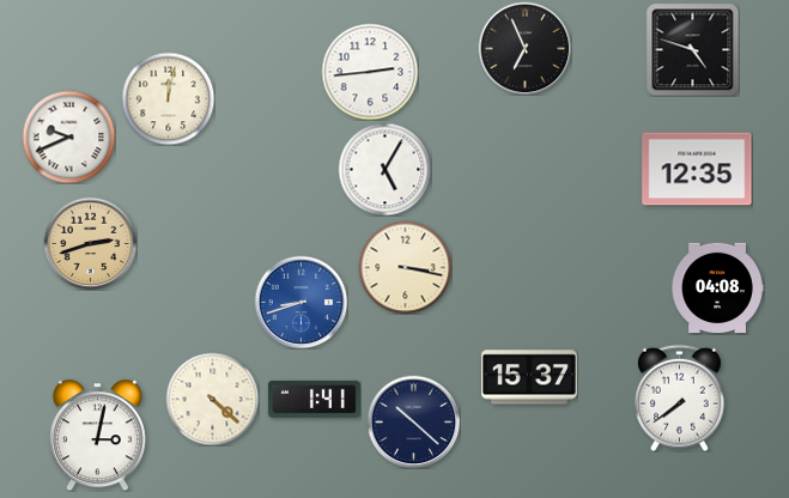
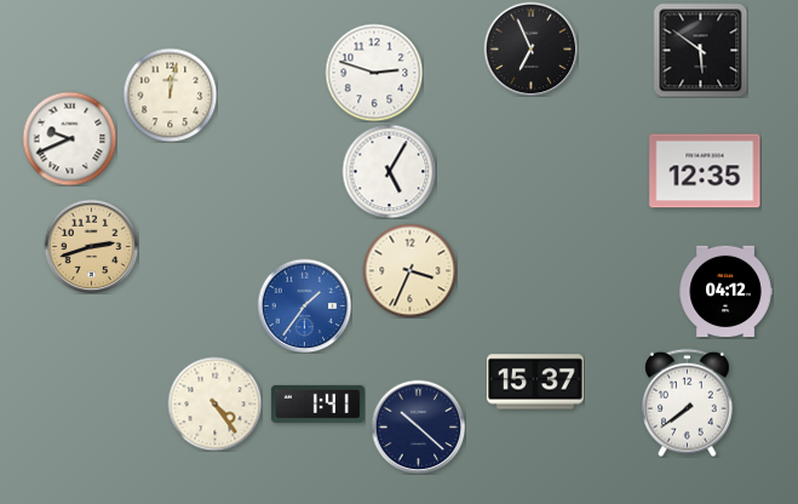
clock at (692, 49): 4:48 -> 5:51
clock at (370, 72): 2:44 -> 2:48
clock at (168, 98) position: (168, 98) -> (170, 94)
clock at (405, 267): 3:17 -> 3:34
clock at (717, 289): 04:08 -> 04:12
clock at (301, 302): 8:42 -> 1:36
clock at (212, 399): 4:22 -> 4:24
clock at (97, 435): 3:02 -> none
